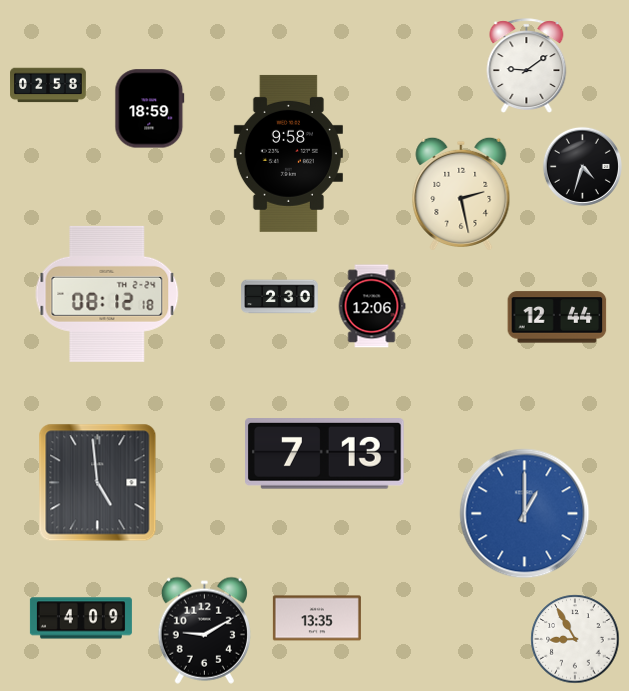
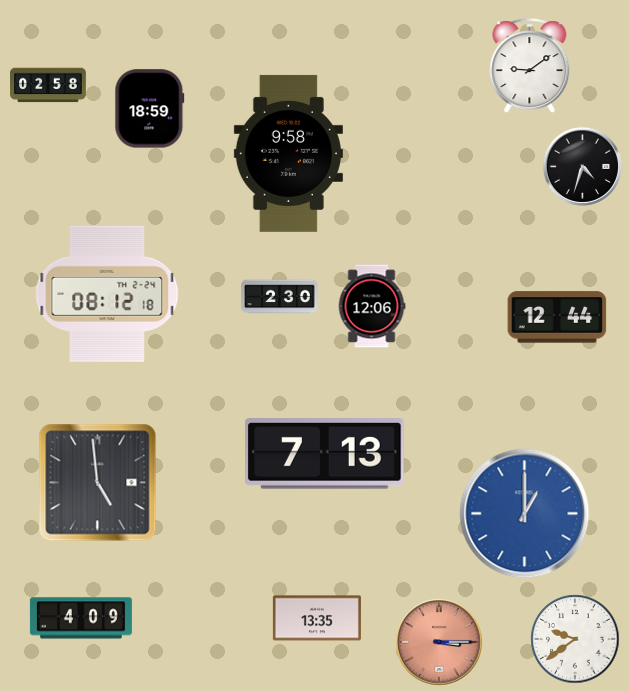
clock at (527, 65) position: (527, 65) -> (530, 65)
clock at (461, 193): 2:28 -> none
clock at (204, 630): 9:10 -> none
clock at (575, 639): 8:55 -> 9:39
clock at (439, 642): none -> 3:15
